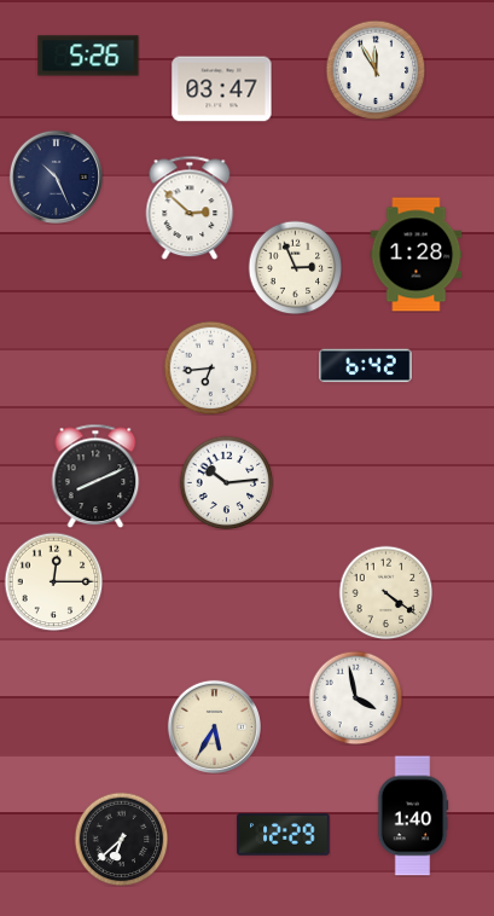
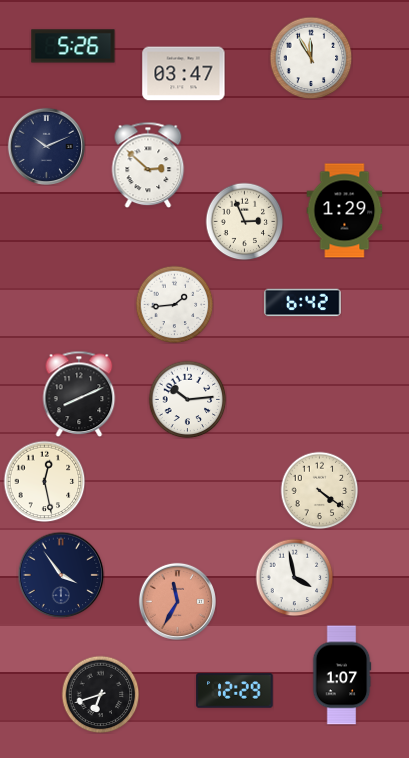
clock at (56, 176): 10:26 -> 10:11
clock at (190, 208) position: (190, 208) -> (148, 165)
clock at (417, 255): 1:28 -> 1:29
clock at (210, 367): 6:44 -> 1:44
clock at (53, 581): 12:15 -> 12:28
clock at (61, 575): none -> 3:54
clock at (214, 726): 5:35 -> 11:35
clock at (214, 726) dial: cream -> salmon
clock at (413, 816): 1:40 -> 1:07
clock at (121, 839): 6:38 -> 6:42
